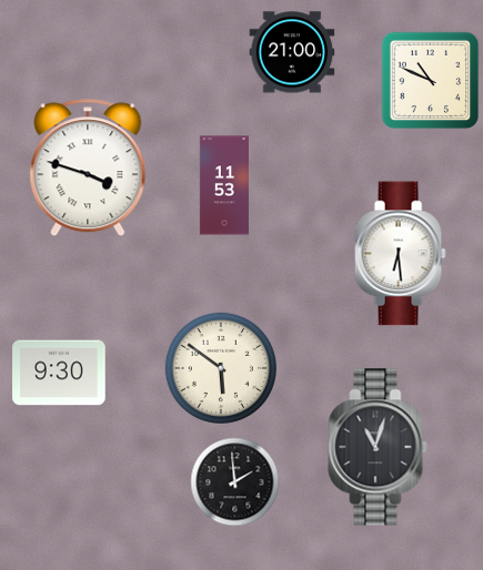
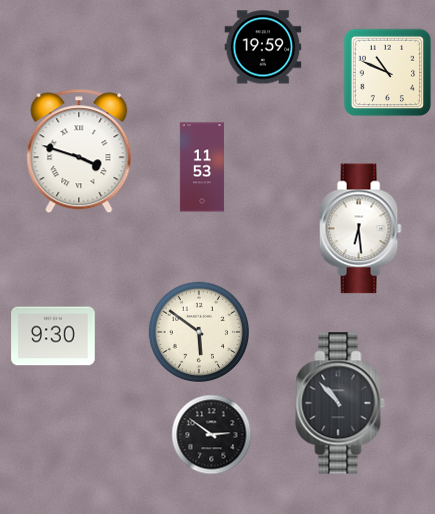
clock at (292, 52): 21:00 -> 19:59
clock at (378, 447): 11:03 -> 10:53
clock at (235, 482): 1:59 -> 2:51
